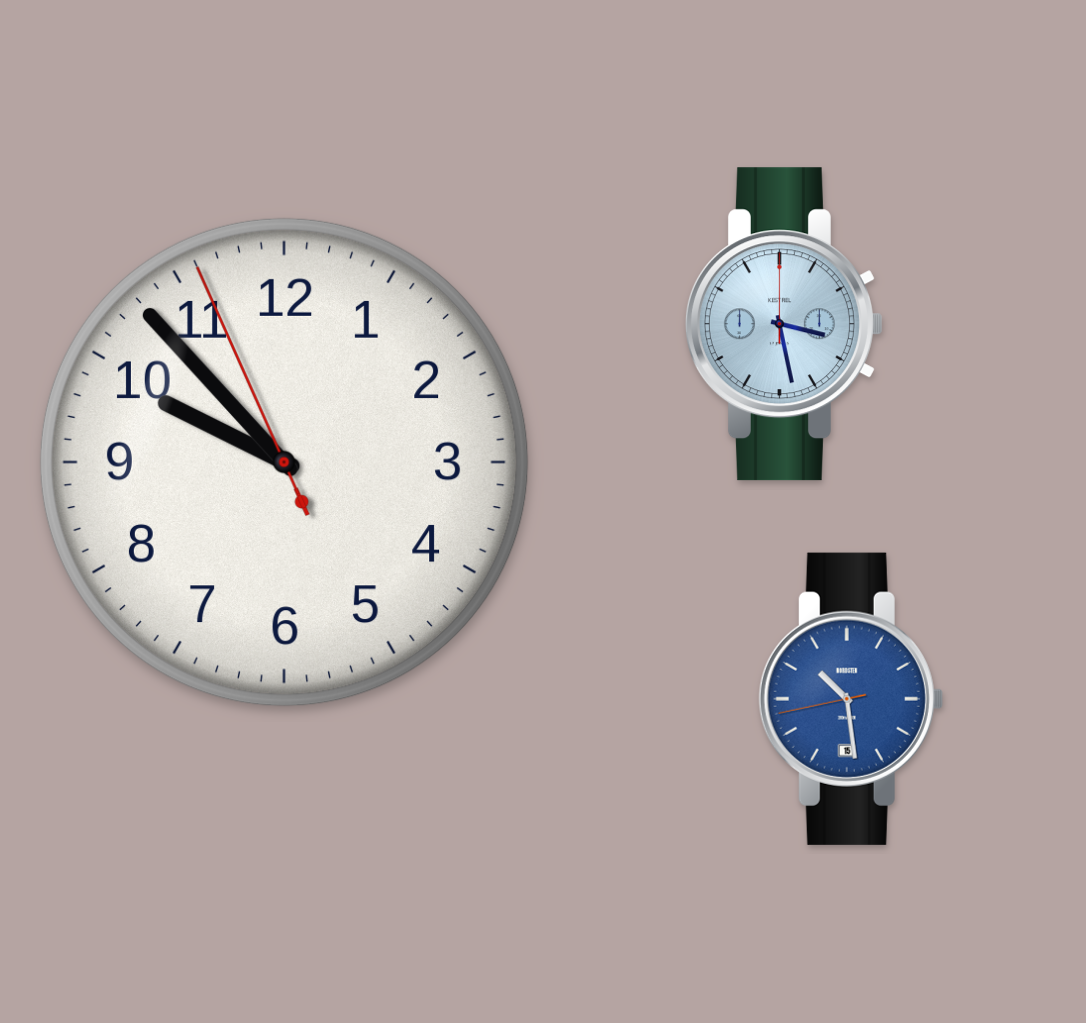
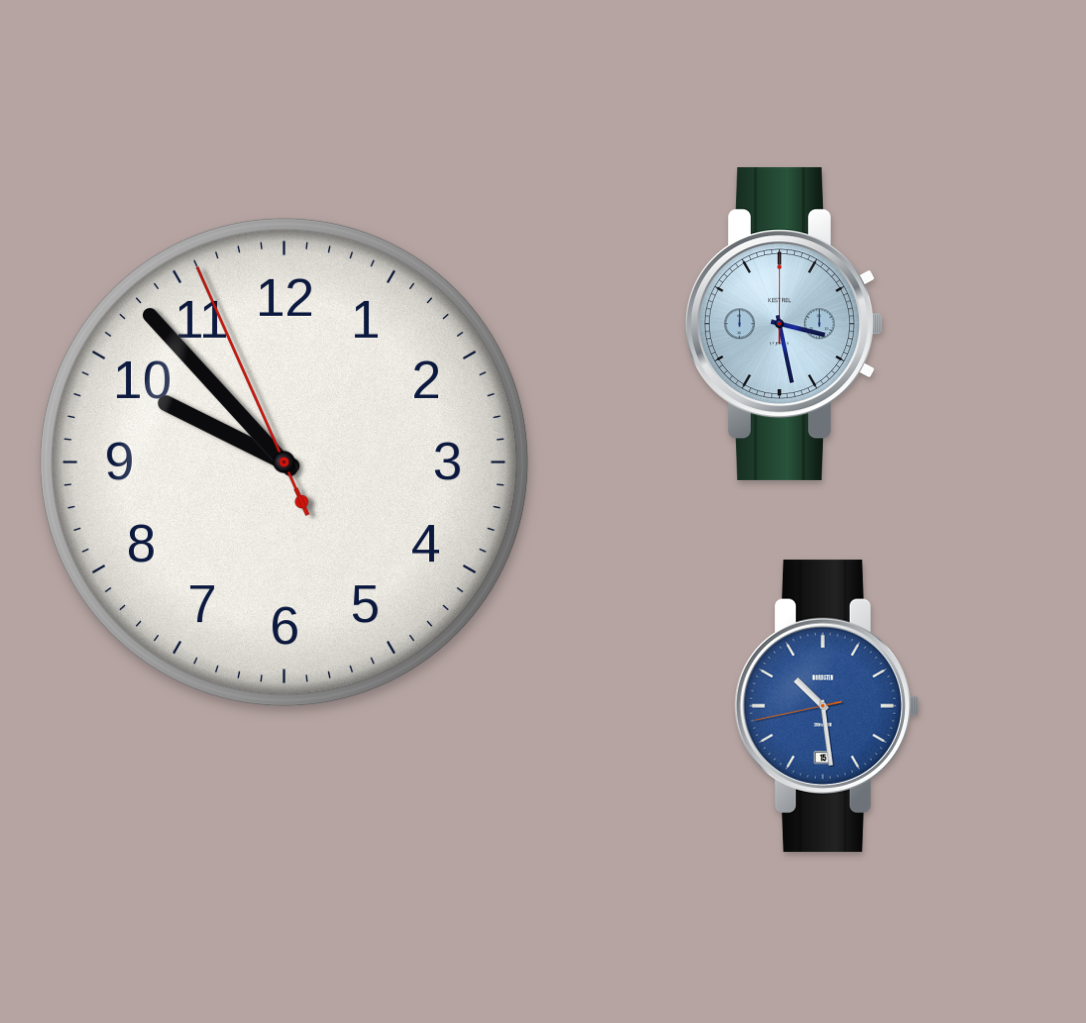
clock at (851, 699) position: (851, 699) -> (827, 706)
